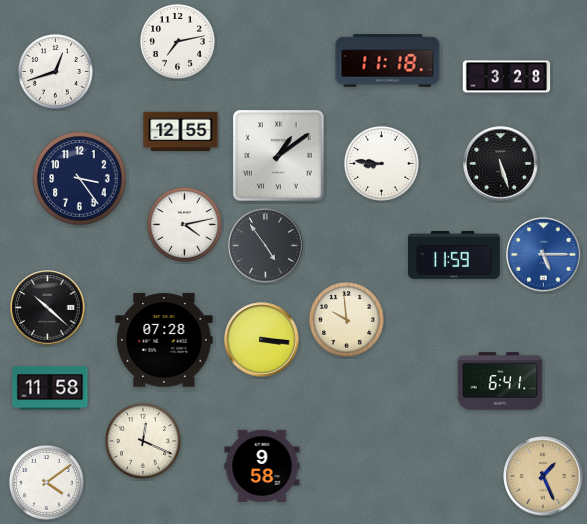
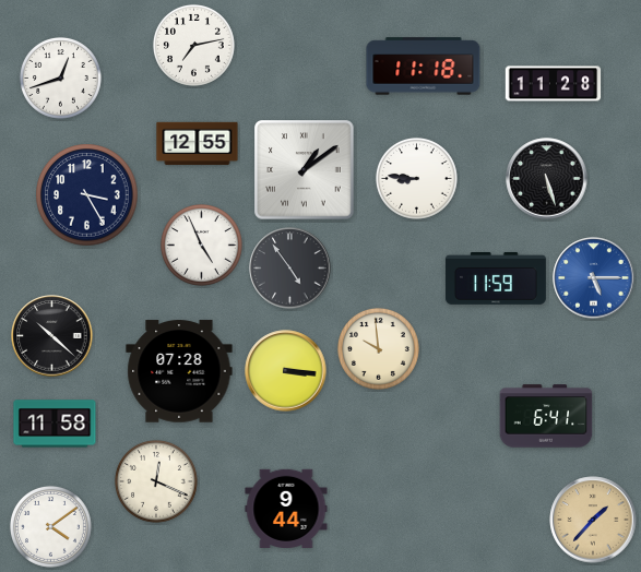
clock at (507, 77): 3:28 -> 11:28
clock at (80, 179): 3:24 -> 3:25
clock at (184, 224): 4:13 -> 4:56
clock at (262, 466): 9:58 -> 9:44
clock at (543, 476): 1:26 -> 1:37
